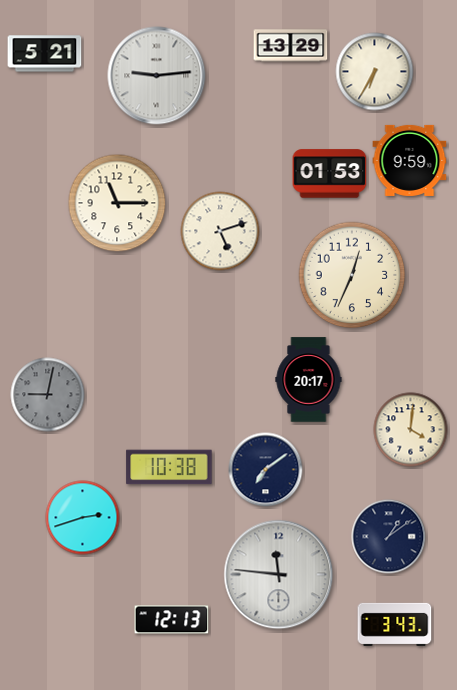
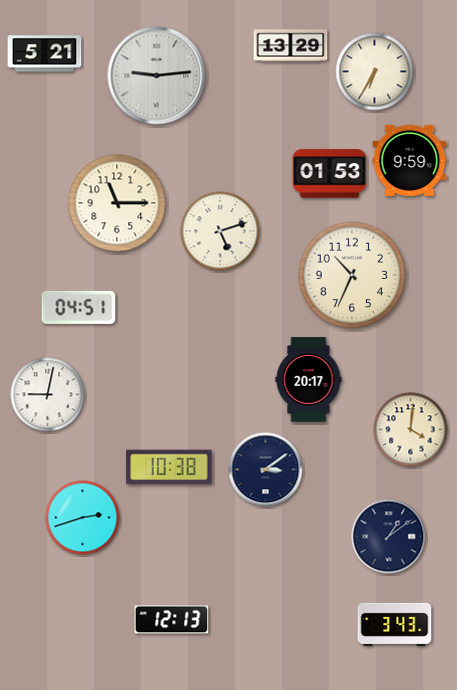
clock at (352, 275): 12:34 -> 10:34
clock at (79, 307): none -> 04:51
clock at (48, 395) dial: grey -> white
clock at (266, 470): 7:09 -> 3:09
clock at (279, 575): 11:46 -> none
